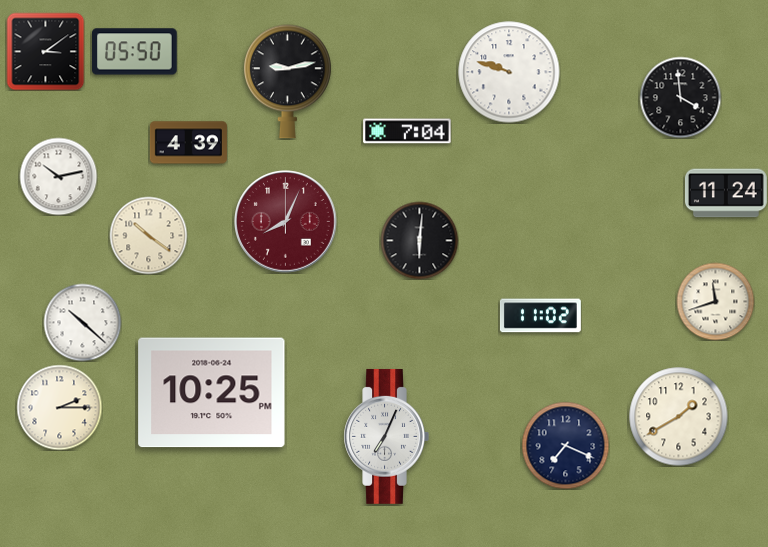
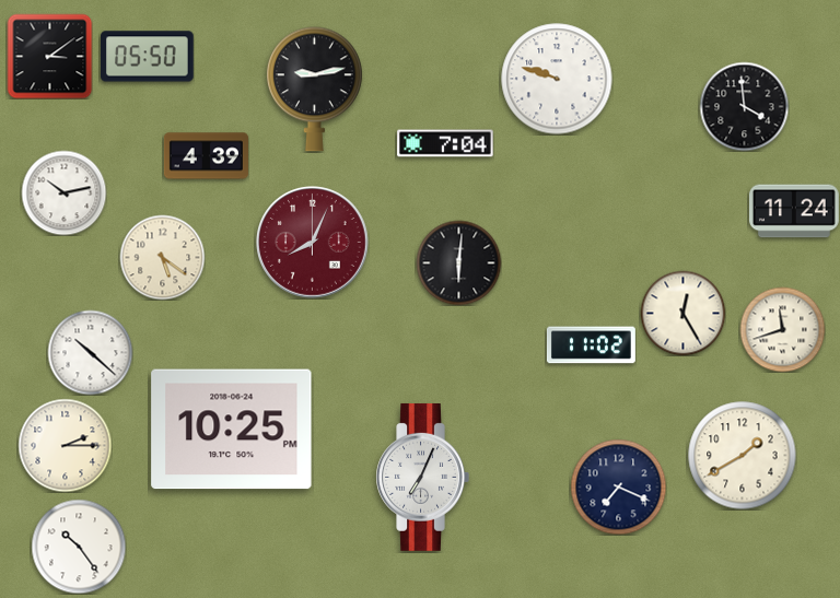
clock at (148, 235): 10:21 -> 5:21
clock at (682, 313): none -> 12:25
clock at (79, 547): none -> 10:24
